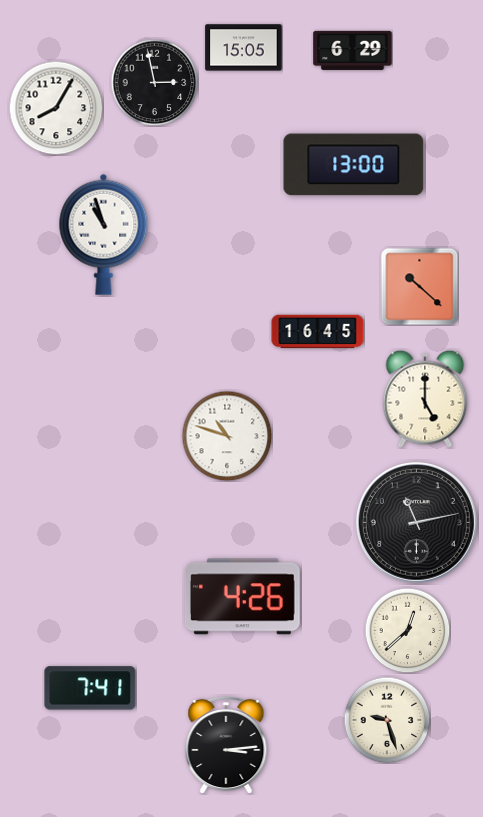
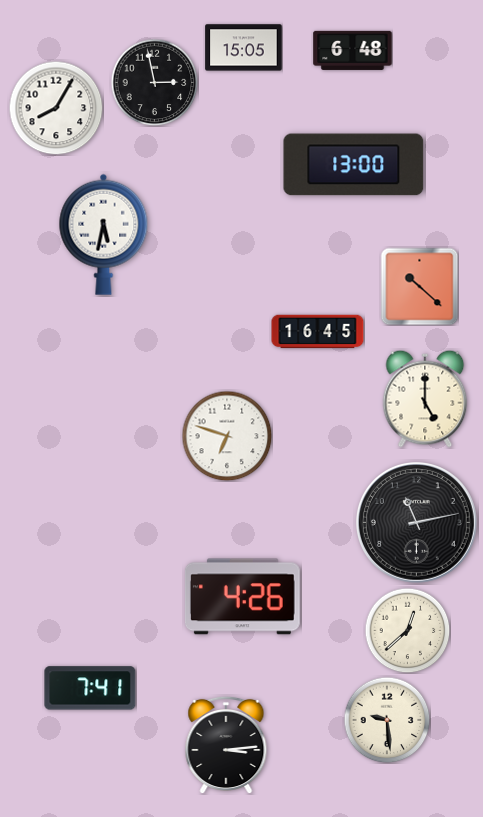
clock at (353, 50): 6:29 -> 6:48
clock at (104, 234): 10:57 -> 5:32
clock at (227, 436): 10:48 -> 6:48
clock at (387, 720): 9:27 -> 9:29
